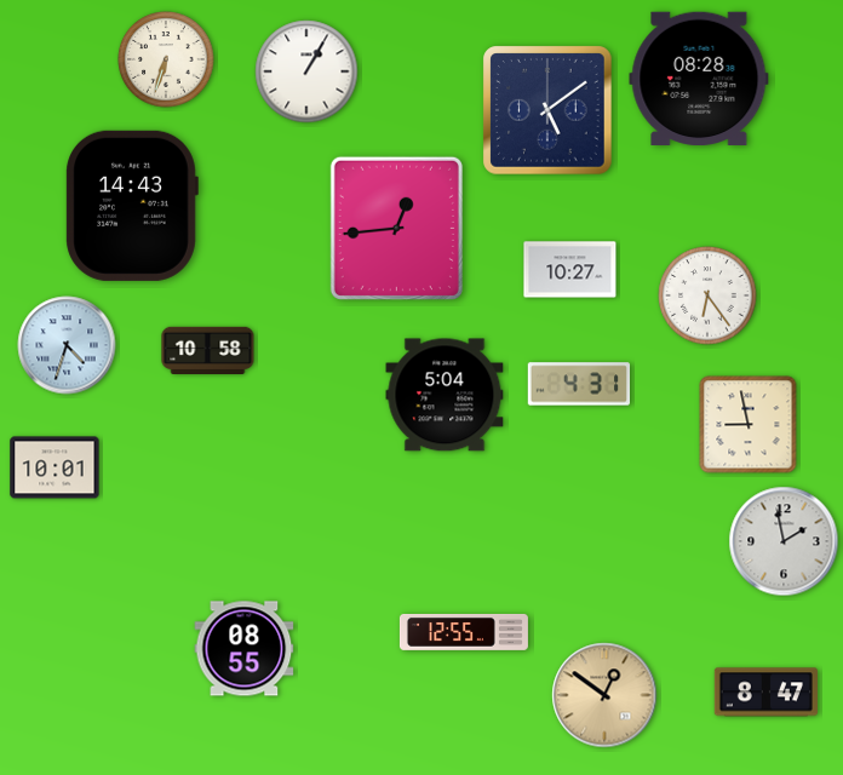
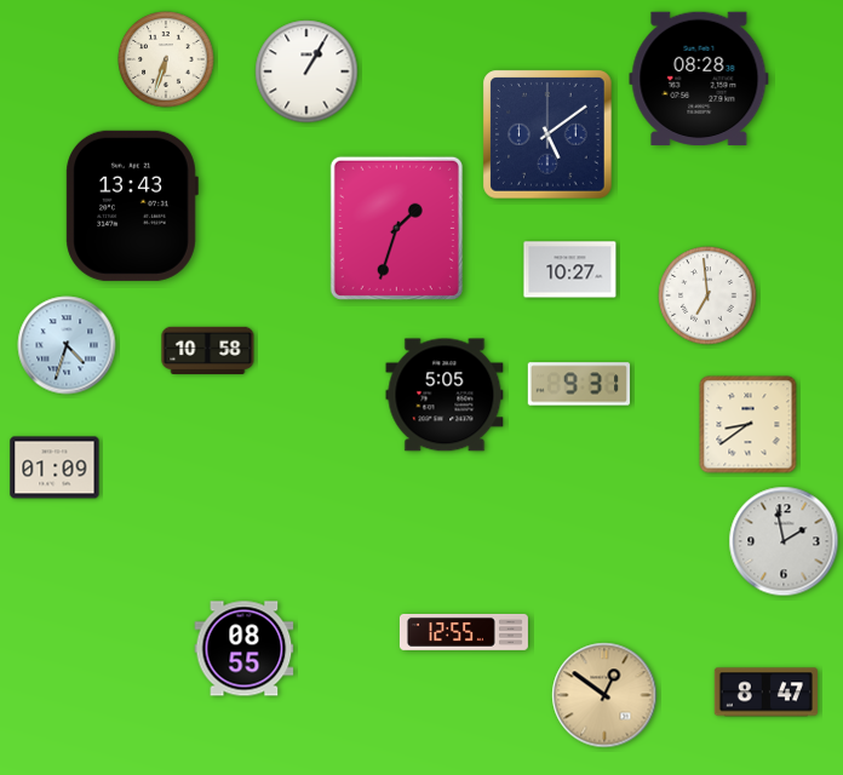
clock at (547, 110) position: (547, 110) -> (547, 134)
clock at (132, 206): 14:43 -> 13:43
clock at (396, 228): 12:44 -> 1:33
clock at (707, 295): 6:24 -> 6:59
clock at (579, 384): 4:31 -> 9:31
clock at (445, 395): 5:04 -> 5:05
clock at (749, 425): 8:58 -> 8:39
clock at (55, 467): 10:01 -> 01:09
